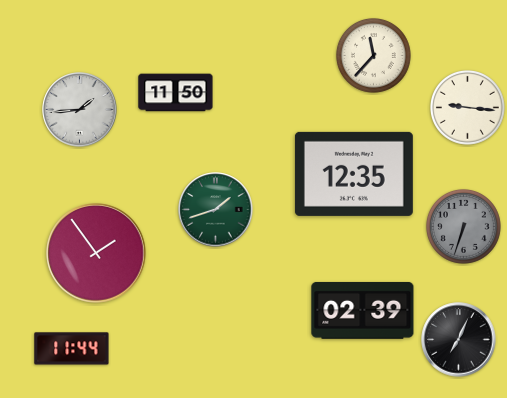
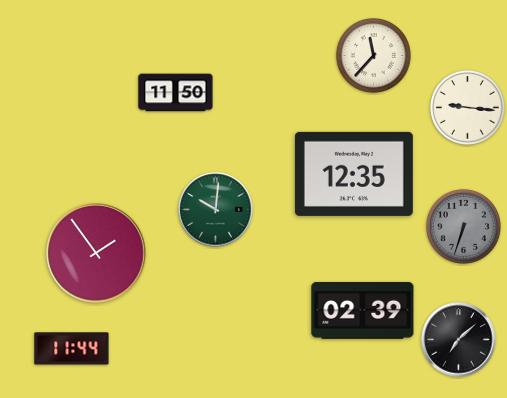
clock at (80, 110): 1:44 -> none
clock at (216, 210): 1:42 -> 10:01
clock at (459, 340): 7:04 -> 7:08
